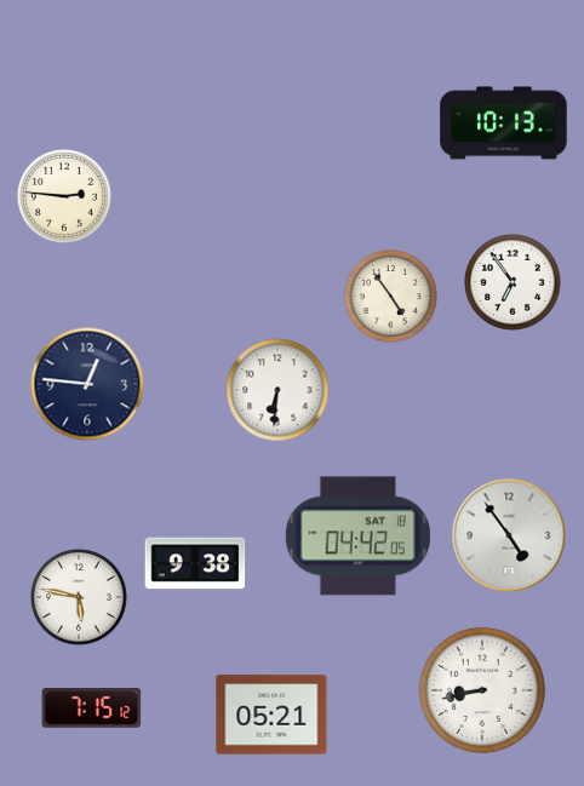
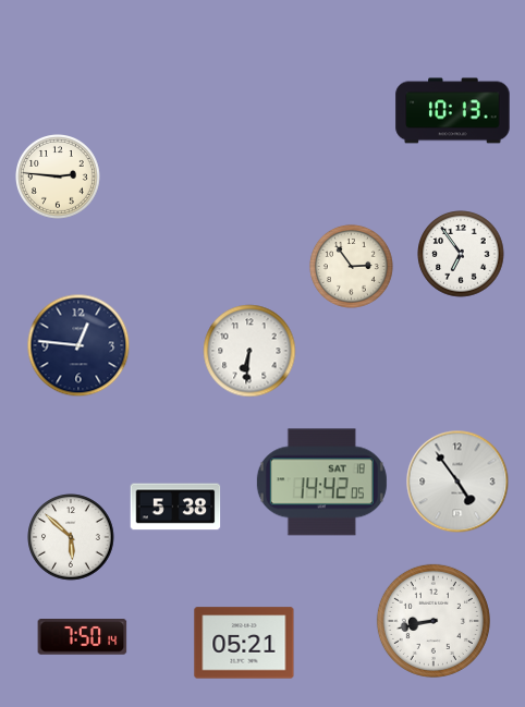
clock at (390, 296): 4:54 -> 2:54
clock at (357, 537): 04:42 -> 14:42
clock at (195, 563): 9:38 -> 5:38
clock at (79, 597): 5:47 -> 5:52
clock at (92, 708): 7:15 -> 7:50
